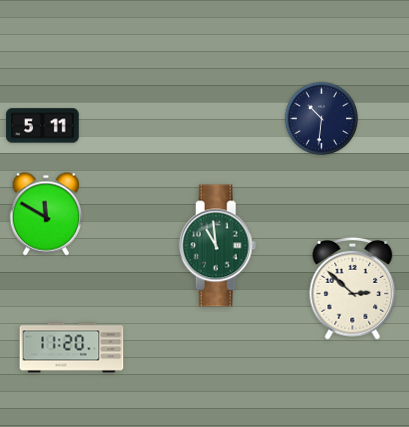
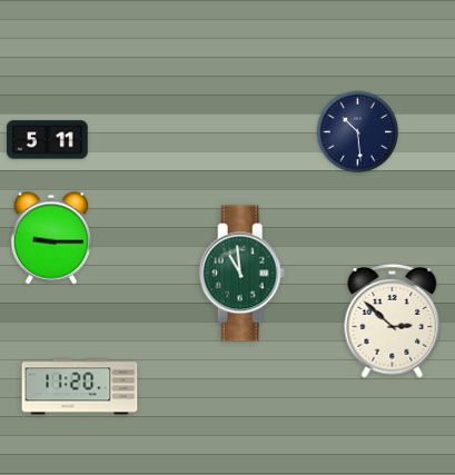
clock at (322, 119): 10:31 -> 10:29
clock at (45, 214): 11:50 -> 9:15
